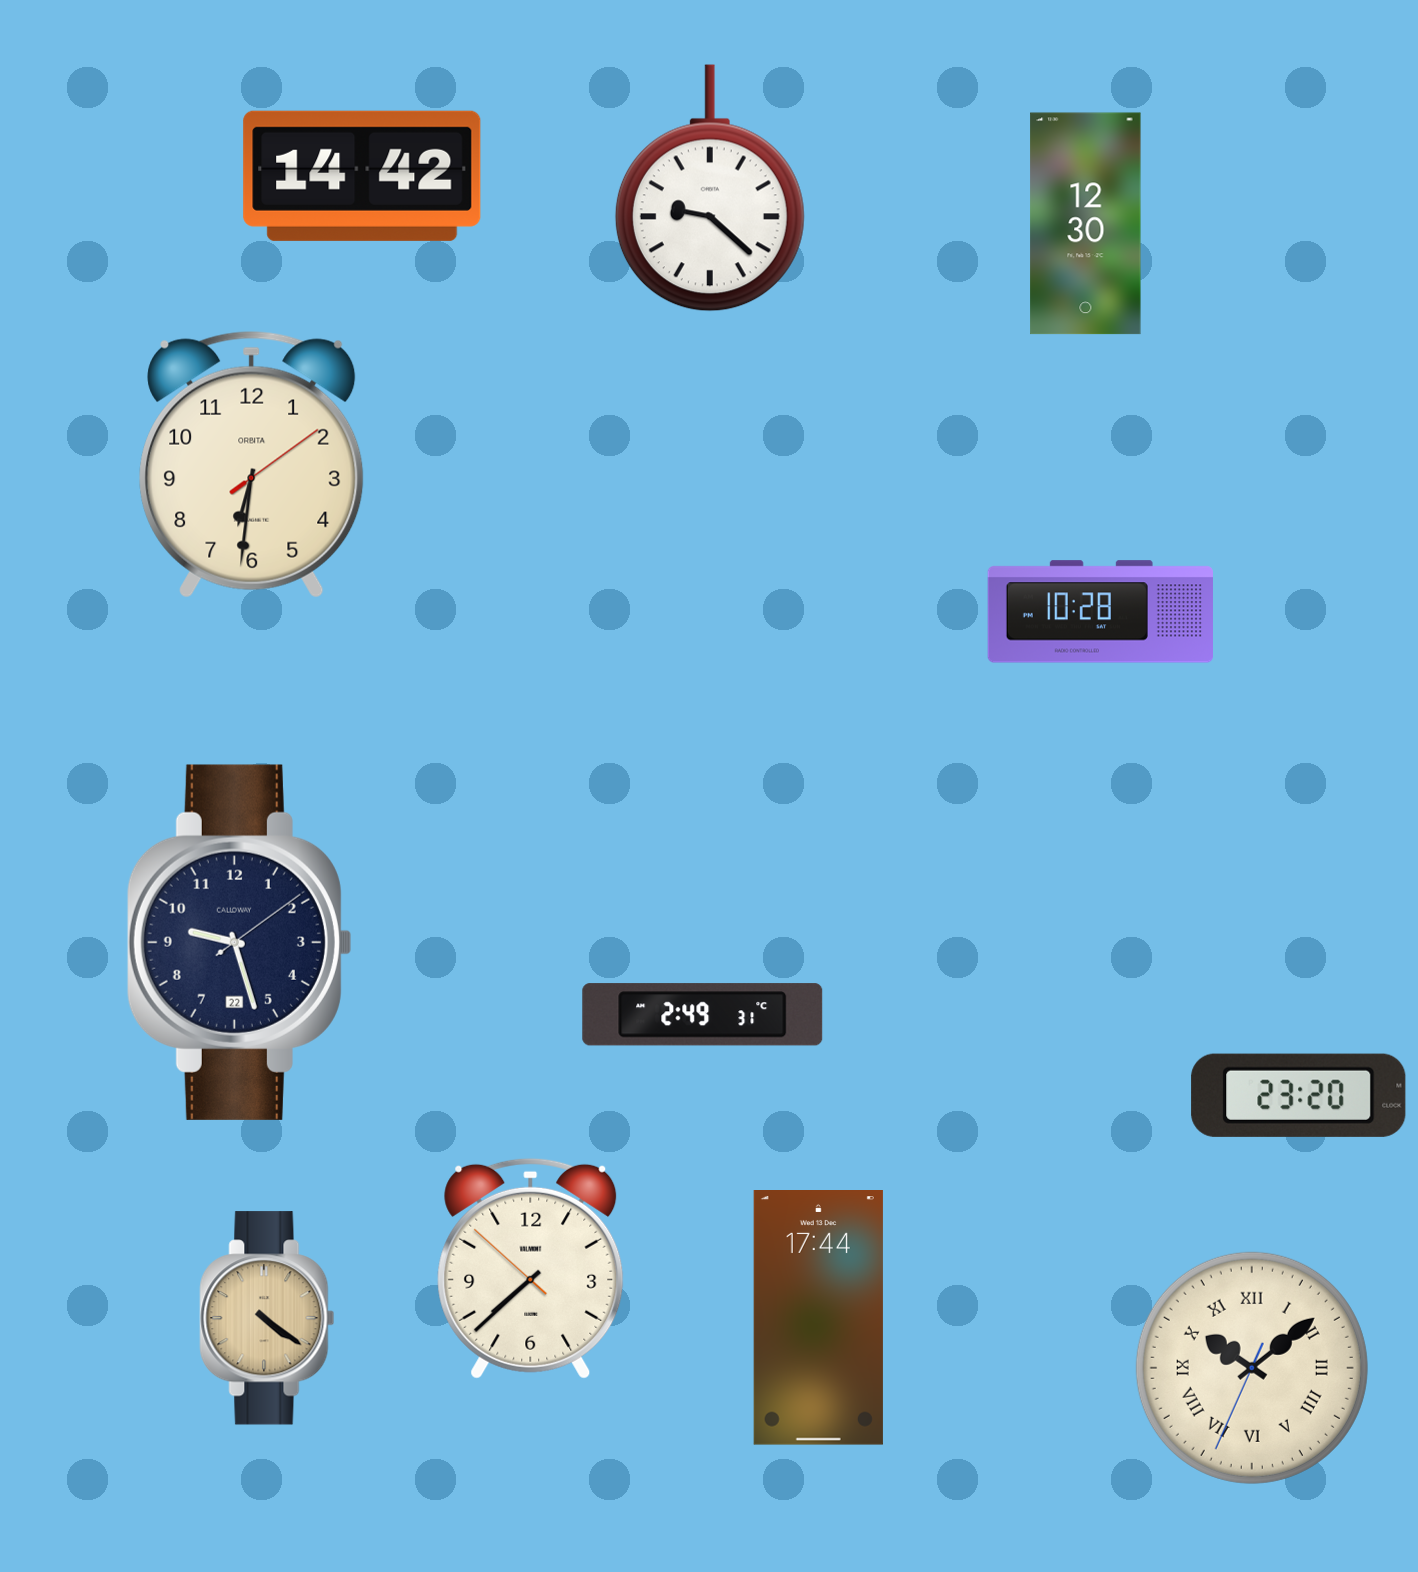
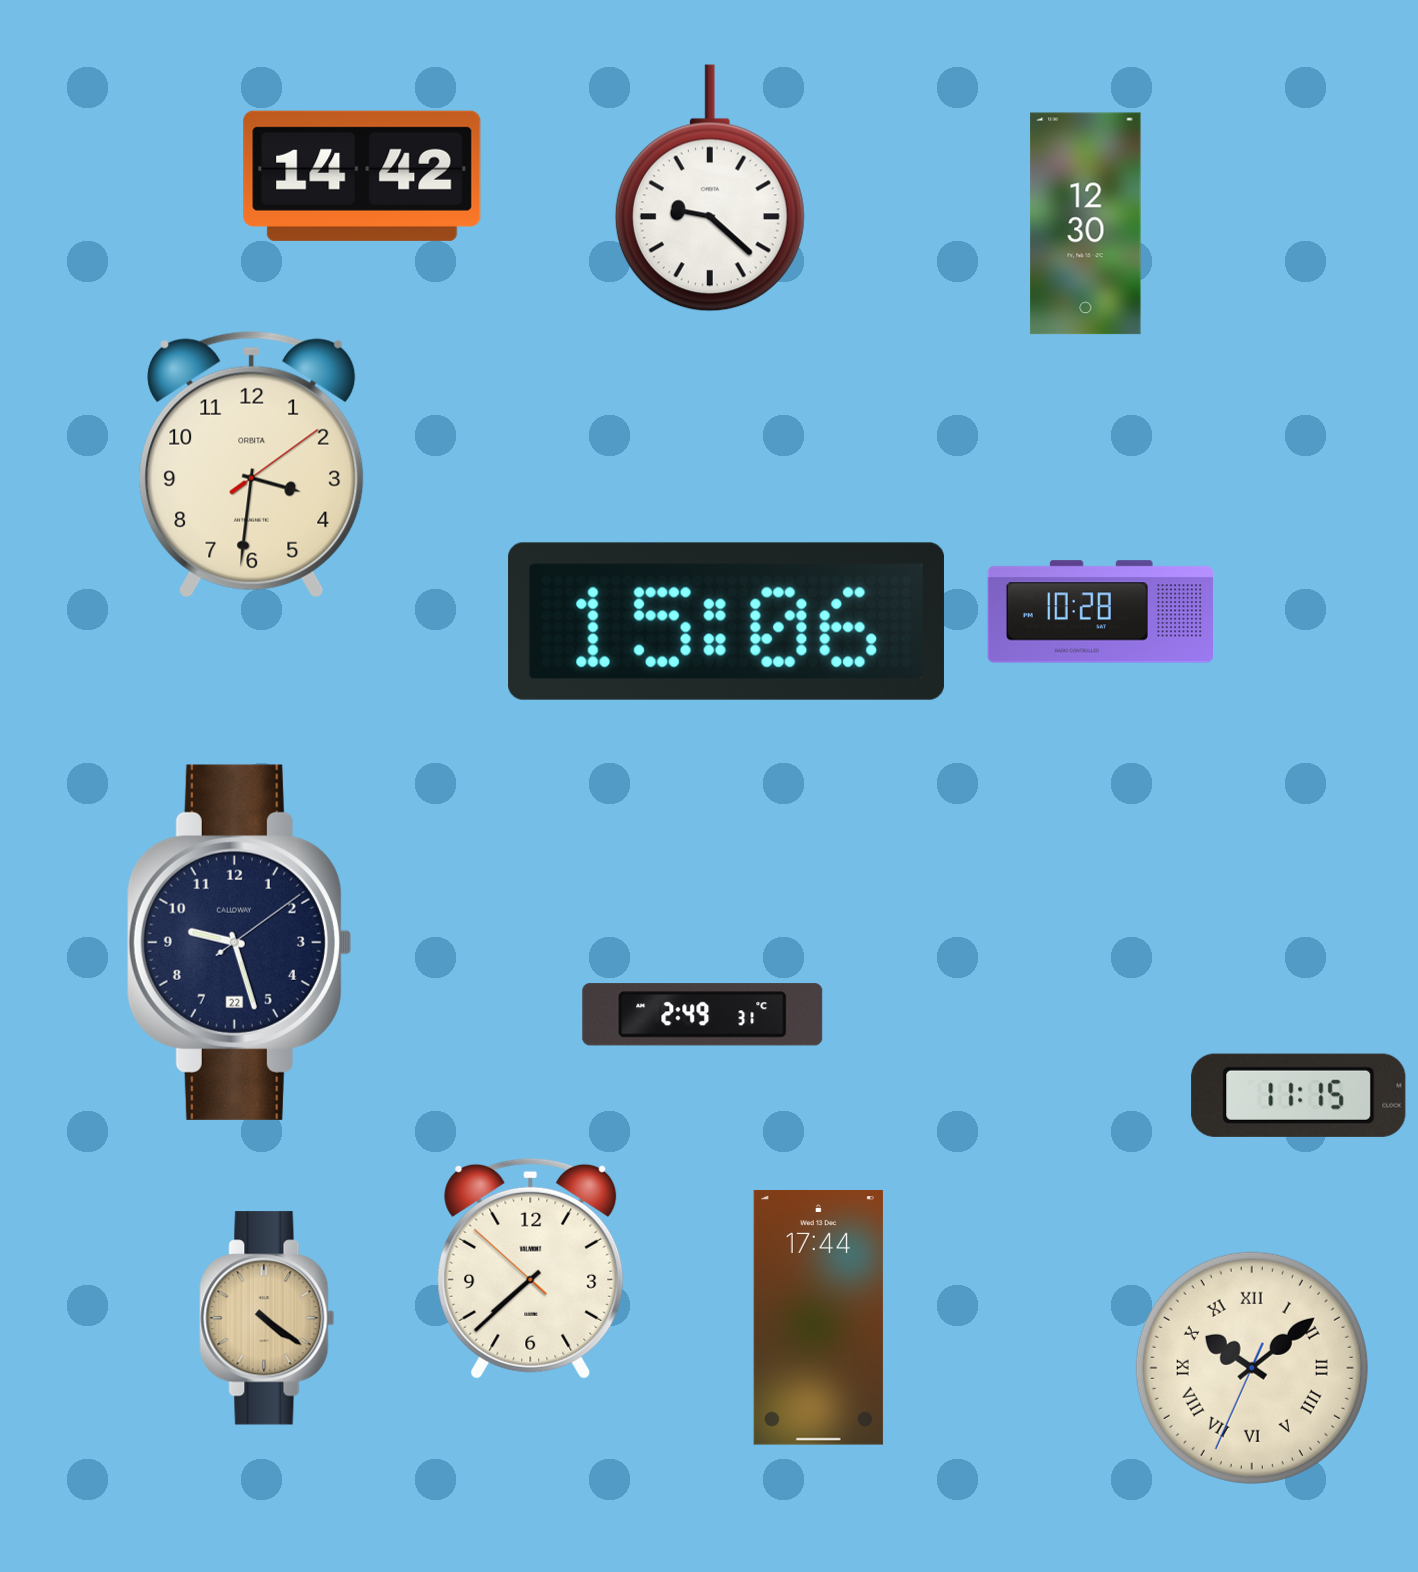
clock at (252, 464): 6:31 -> 3:31
clock at (726, 621): none -> 15:06
clock at (1299, 1095): 23:20 -> 11:15
